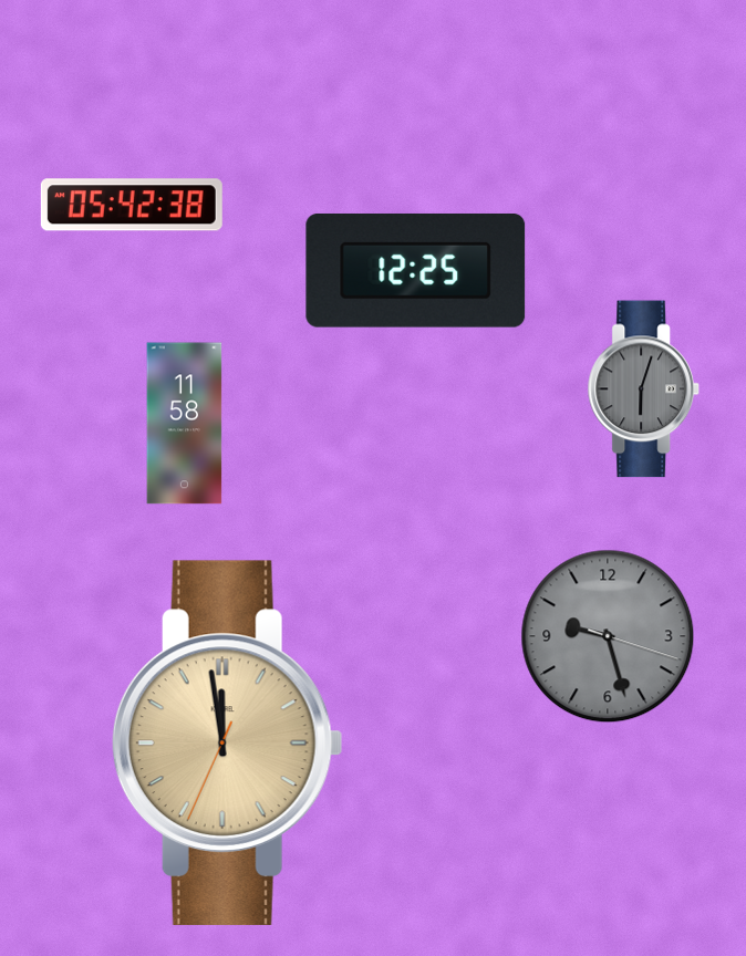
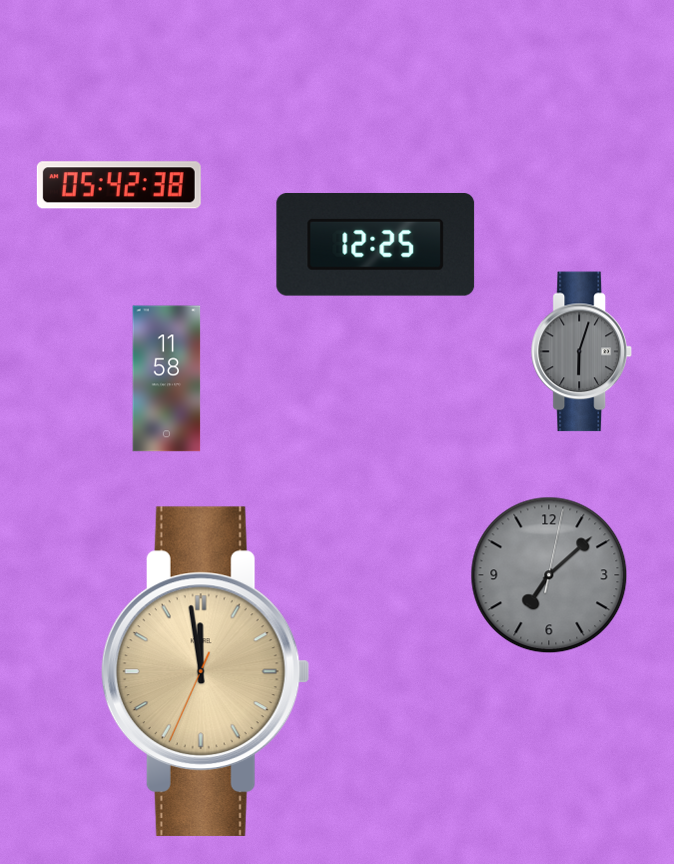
clock at (185, 424) position: (185, 424) -> (167, 379)
clock at (608, 636): 9:27 -> 7:08
